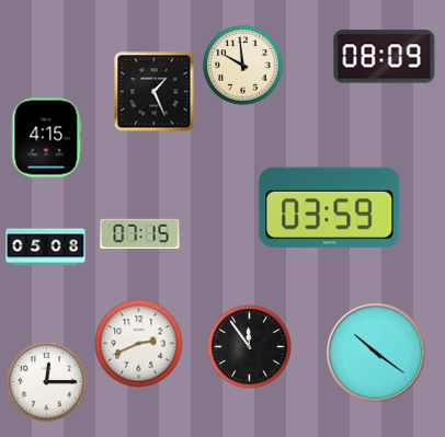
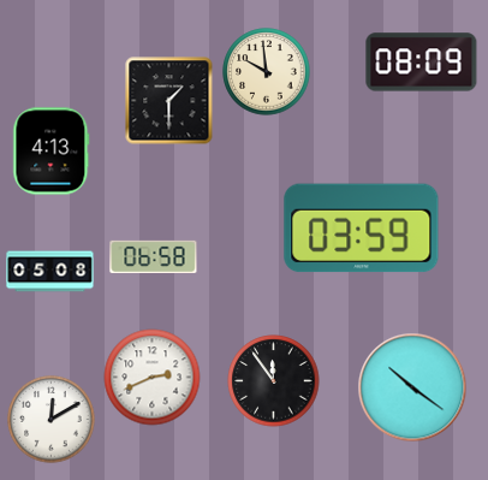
clock at (155, 92): 1:26 -> 1:30
clock at (47, 138): 4:15 -> 4:13
clock at (140, 233): 07:15 -> 06:58
clock at (47, 382): 12:15 -> 12:10
